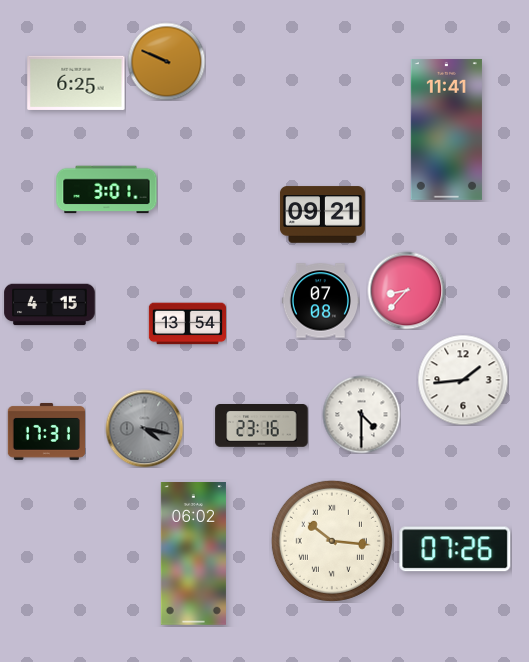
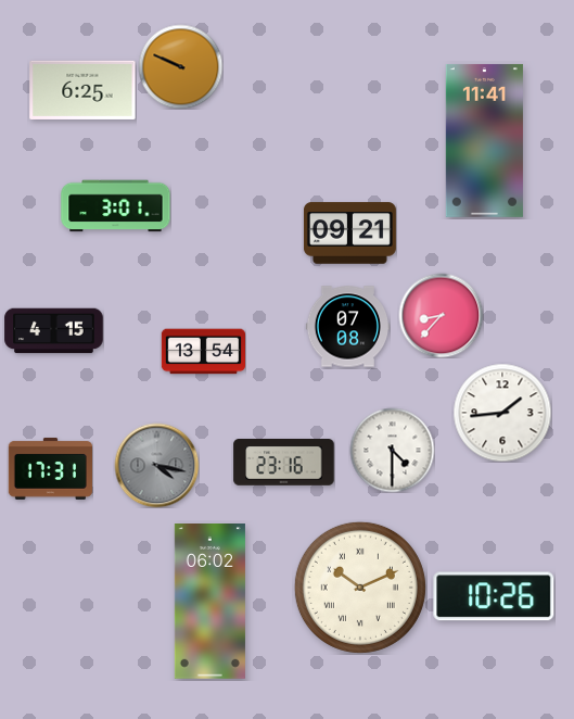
clock at (332, 541): 10:16 -> 10:11
clock at (455, 549): 07:26 -> 10:26
